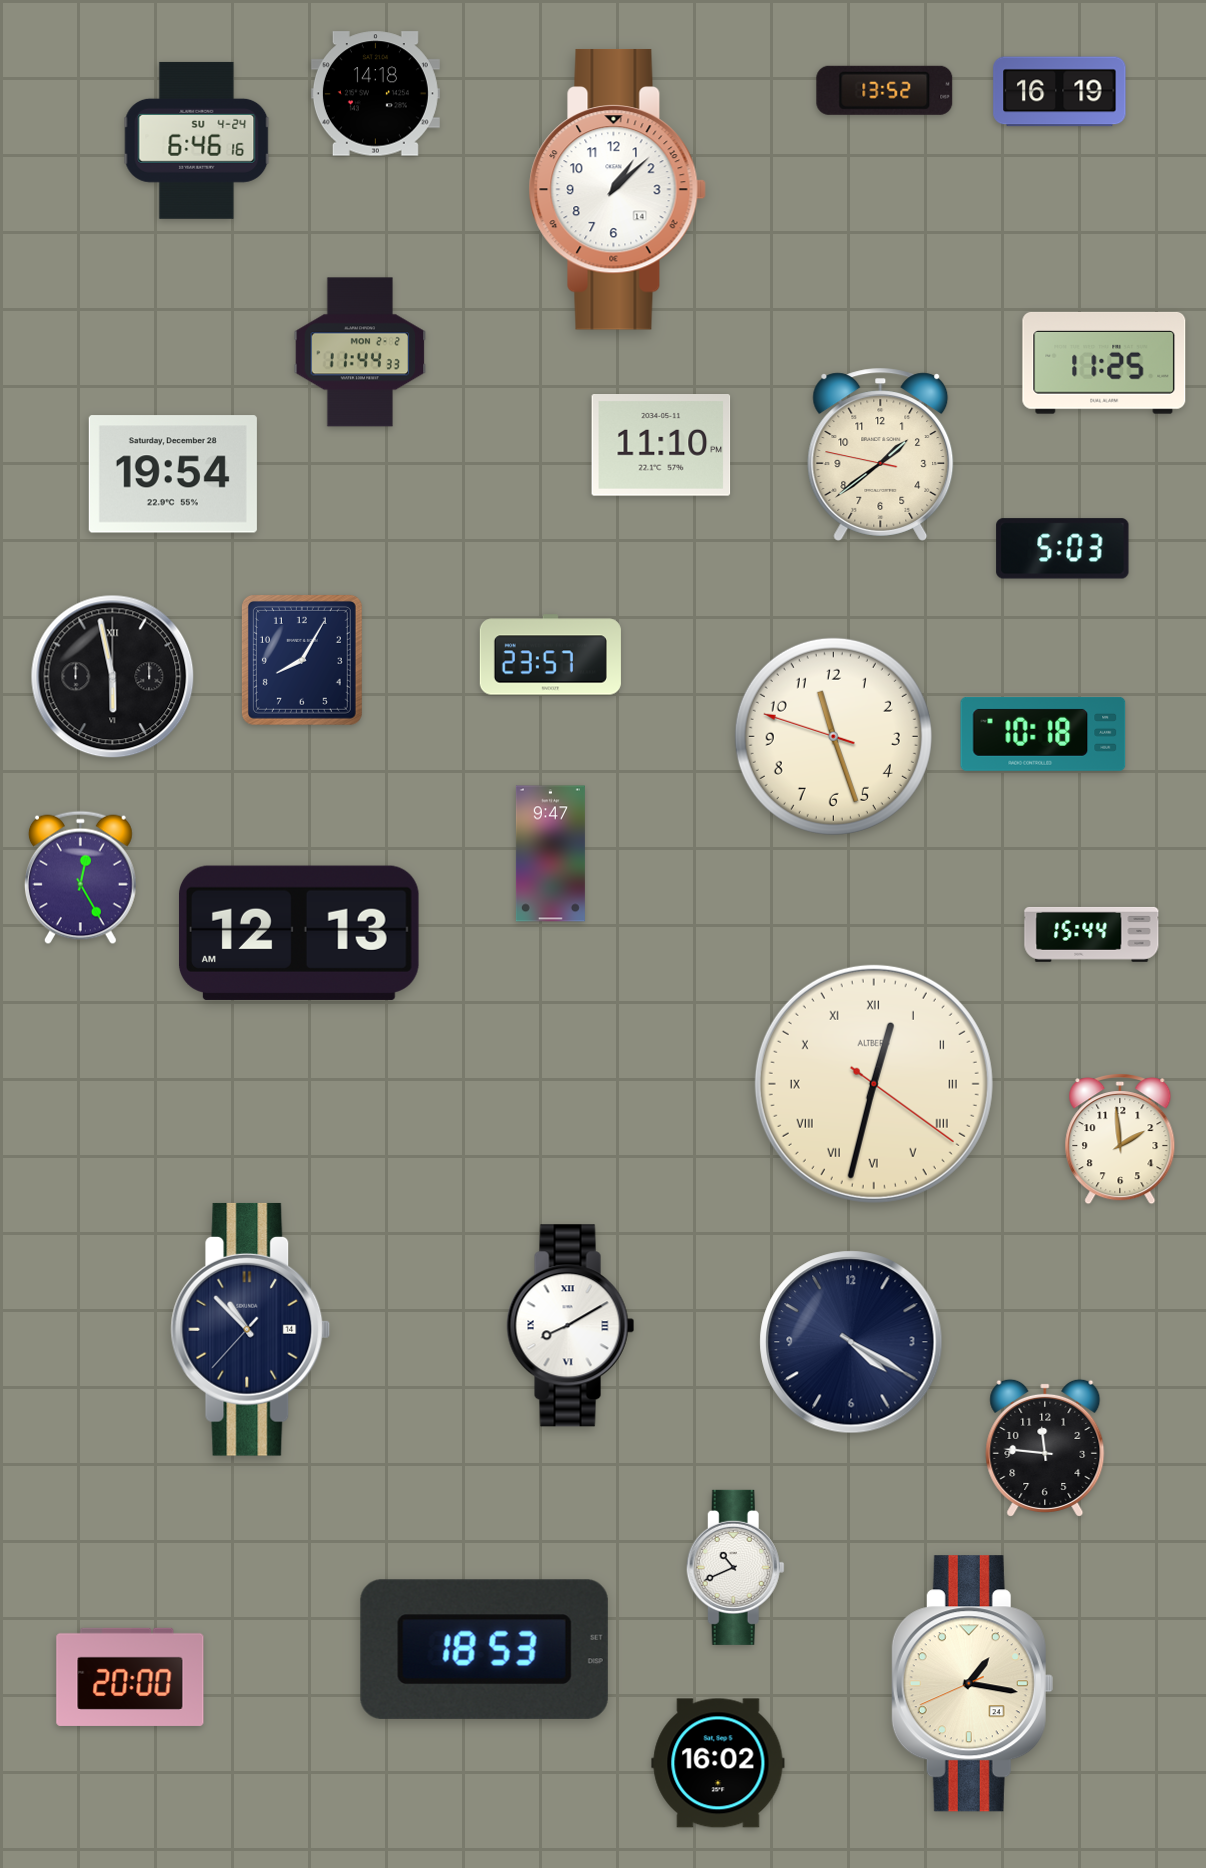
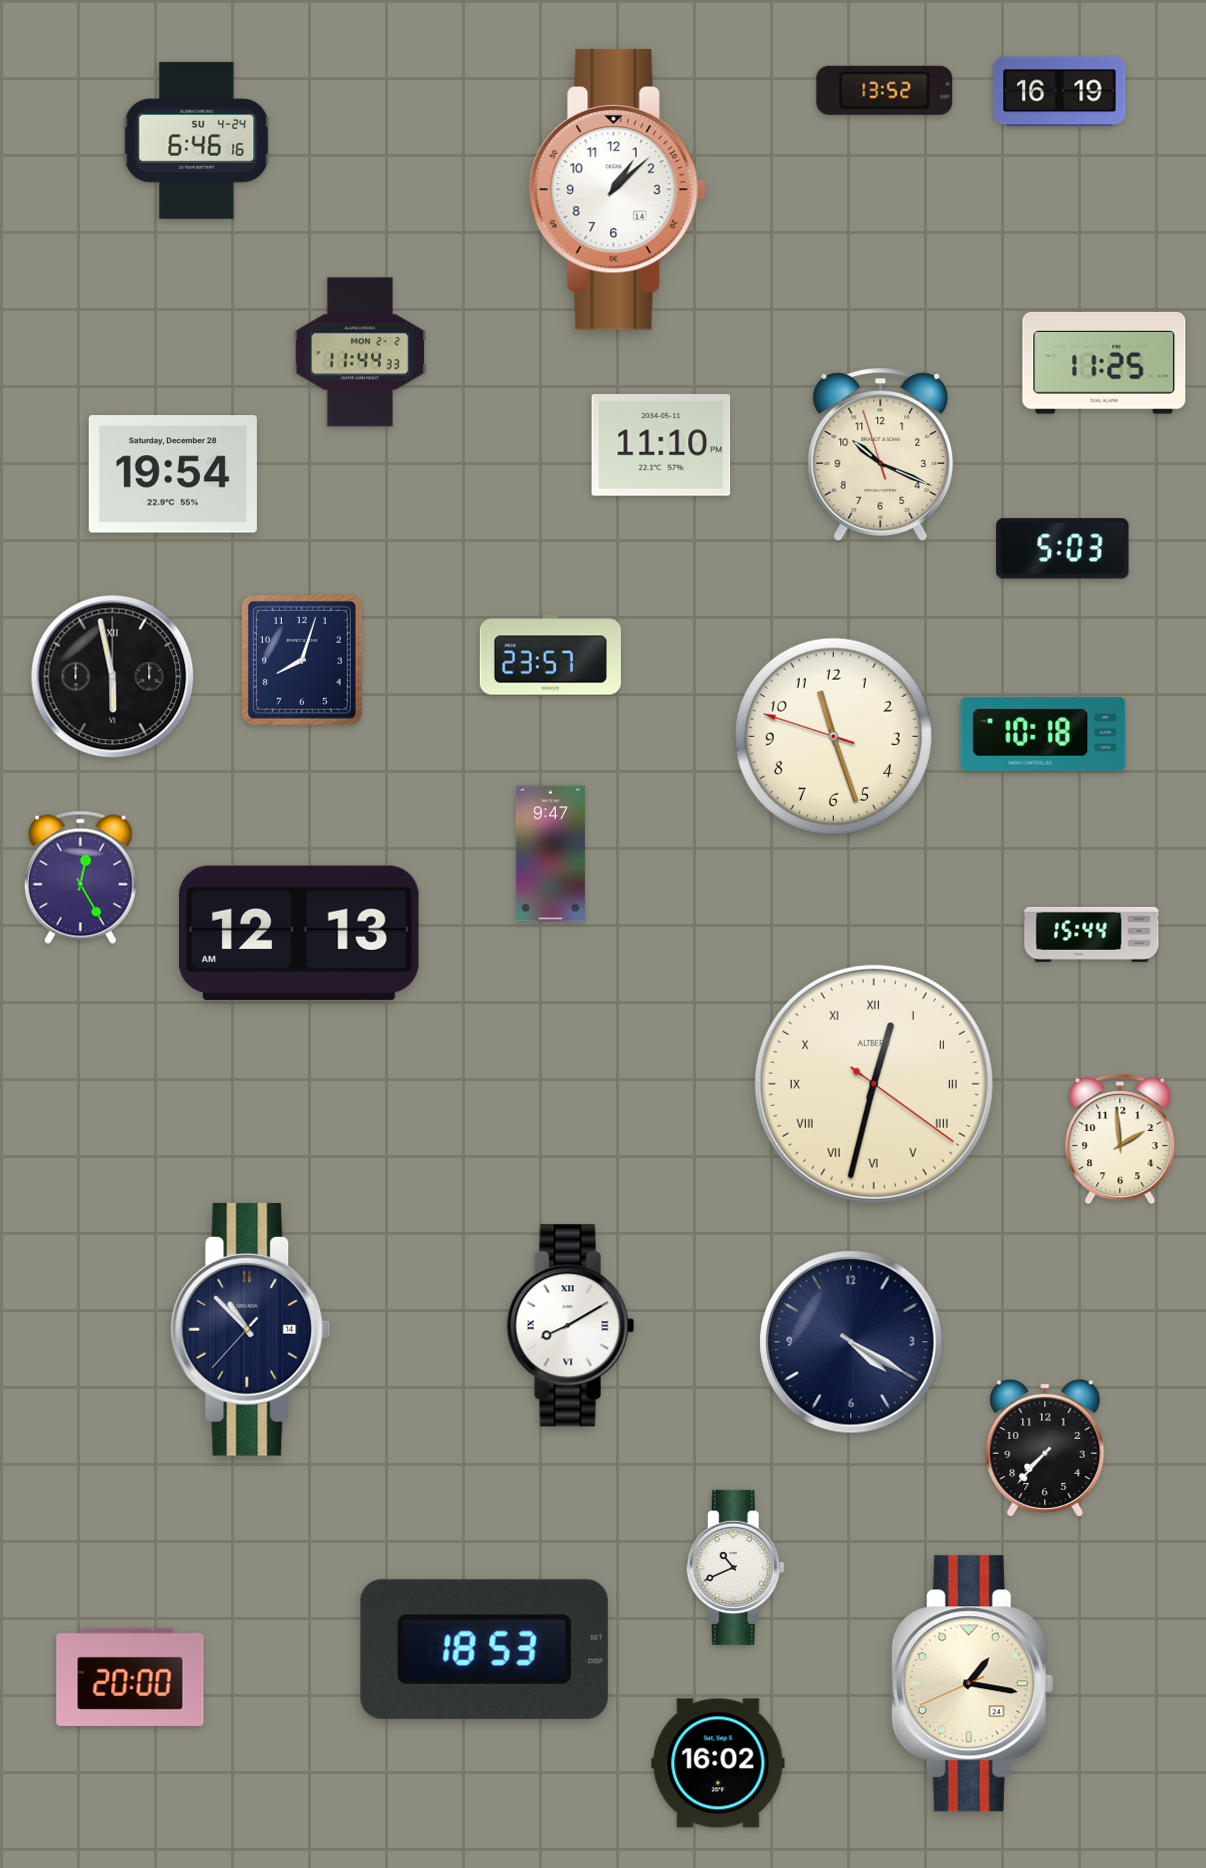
clock at (375, 94): 14:18 -> none
clock at (881, 454): 1:38 -> 10:18
clock at (302, 660): 8:05 -> 8:03
clock at (1045, 1448): 11:46 -> 7:37
